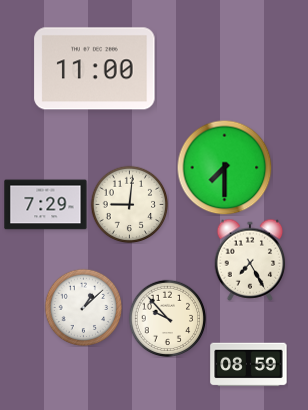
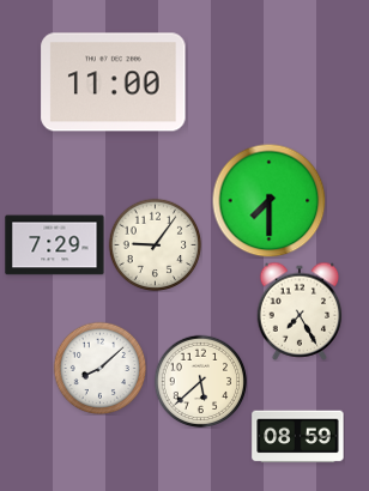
clock at (129, 204): 9:01 -> 9:06
clock at (83, 307): 1:08 -> 8:08
clock at (167, 318): 9:53 -> 5:38
